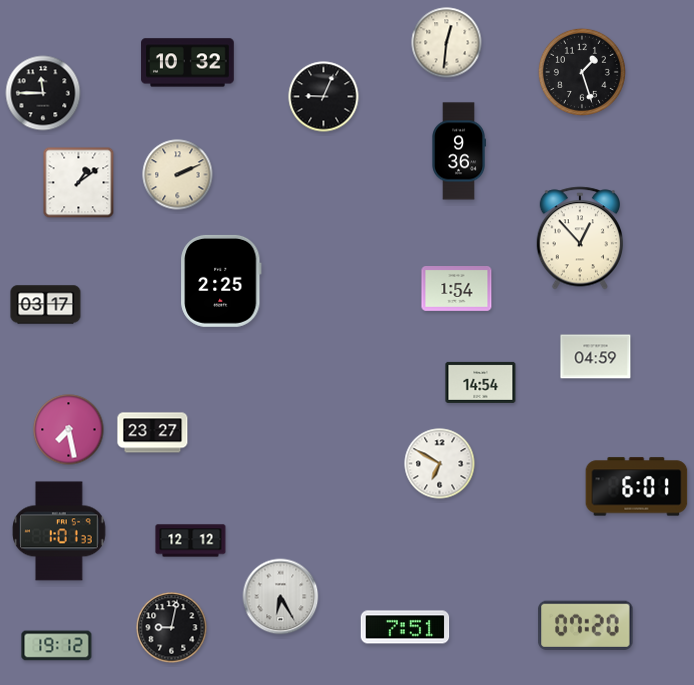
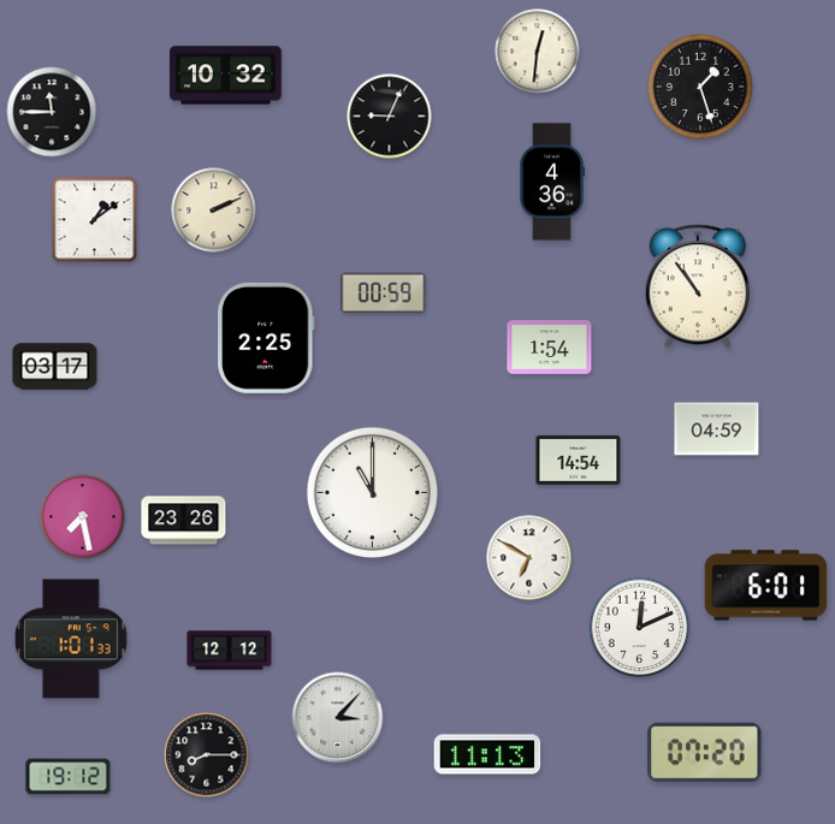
clock at (459, 151): 9:36 -> 4:36
clock at (579, 238): 12:53 -> 10:54
clock at (384, 294): none -> 00:59
clock at (373, 493): none -> 11:00
clock at (153, 433): 23:27 -> 23:26
clock at (640, 628): none -> 12:11
clock at (281, 597): 6:25 -> 3:07
clock at (405, 627): 7:51 -> 11:13
clock at (172, 628): 9:02 -> 8:15
